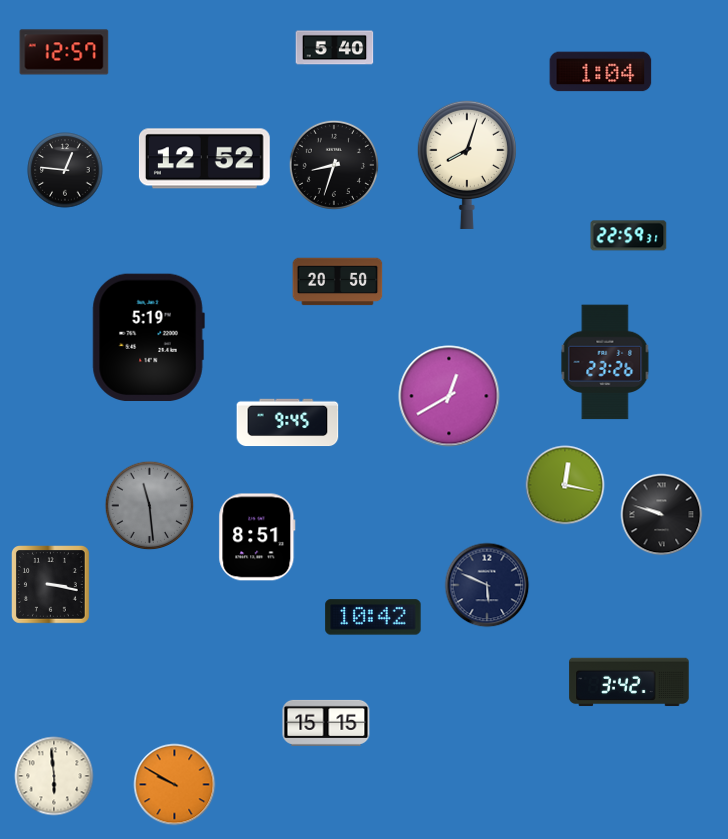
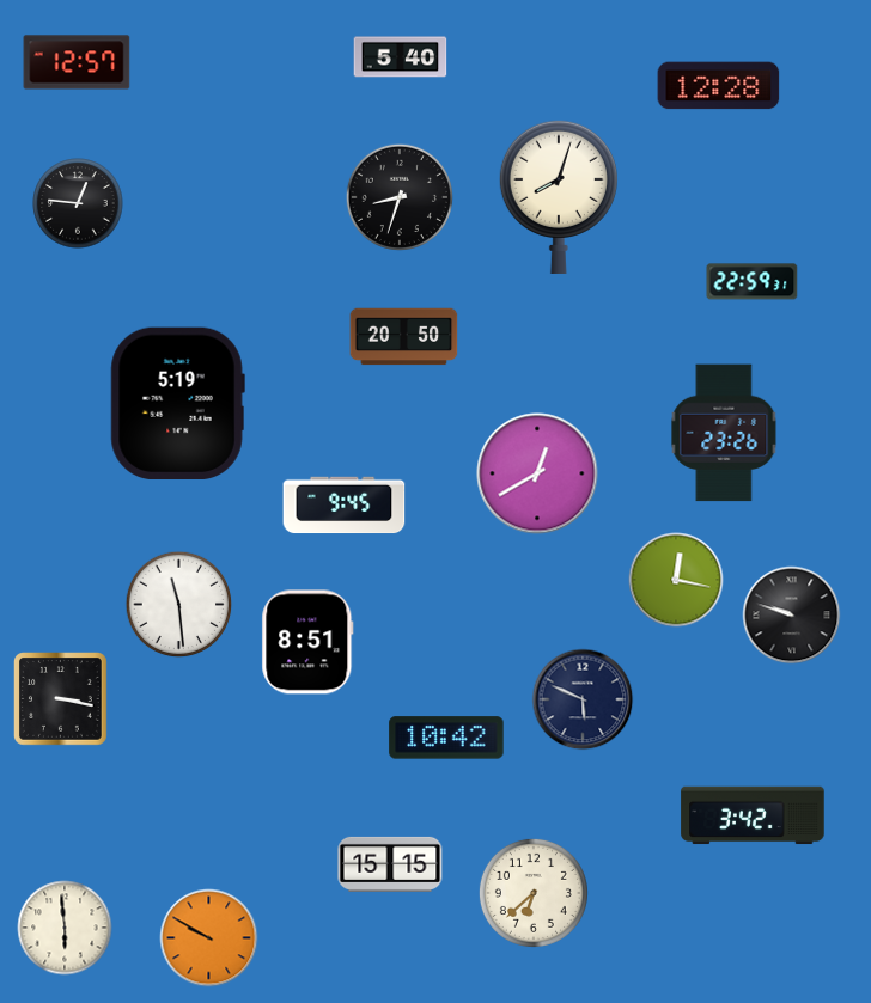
clock at (601, 72): 1:04 -> 12:28
clock at (204, 159): 12:52 -> none
clock at (150, 506) dial: grey -> white
clock at (534, 893): none -> 6:38
